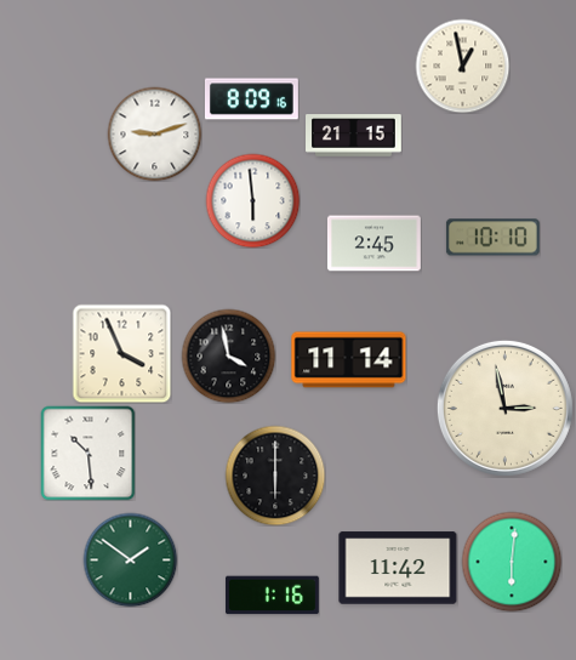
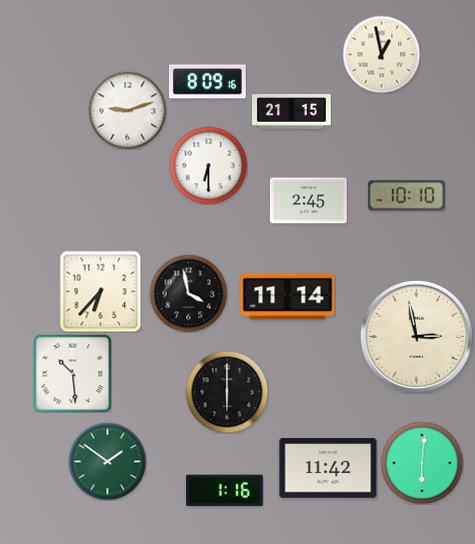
clock at (252, 200): 5:59 -> 6:30
clock at (121, 353): 3:56 -> 6:37
